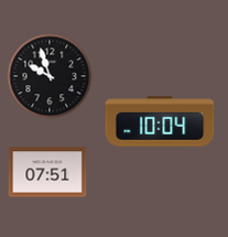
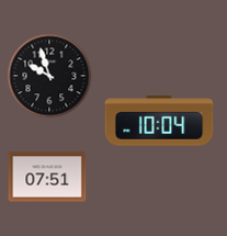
clock at (47, 172) position: (47, 172) -> (47, 177)
